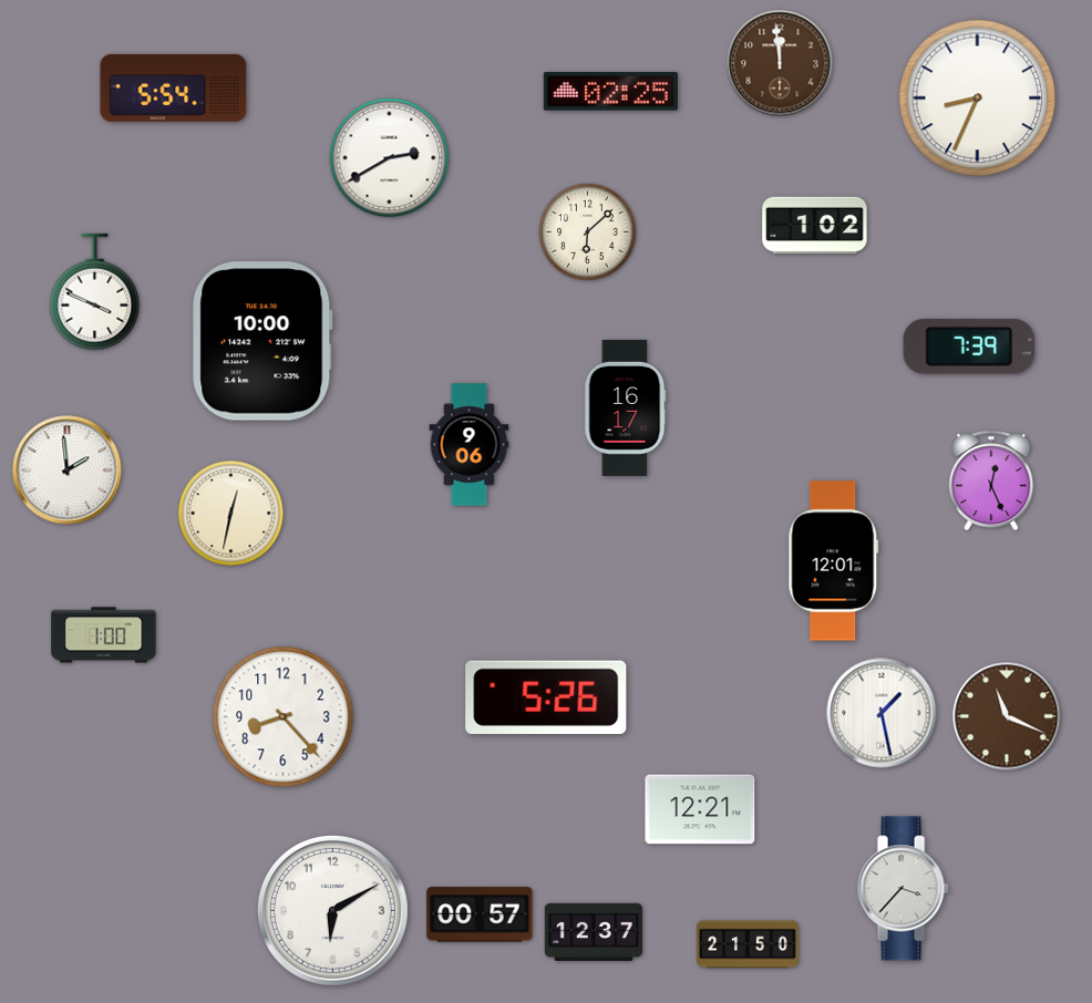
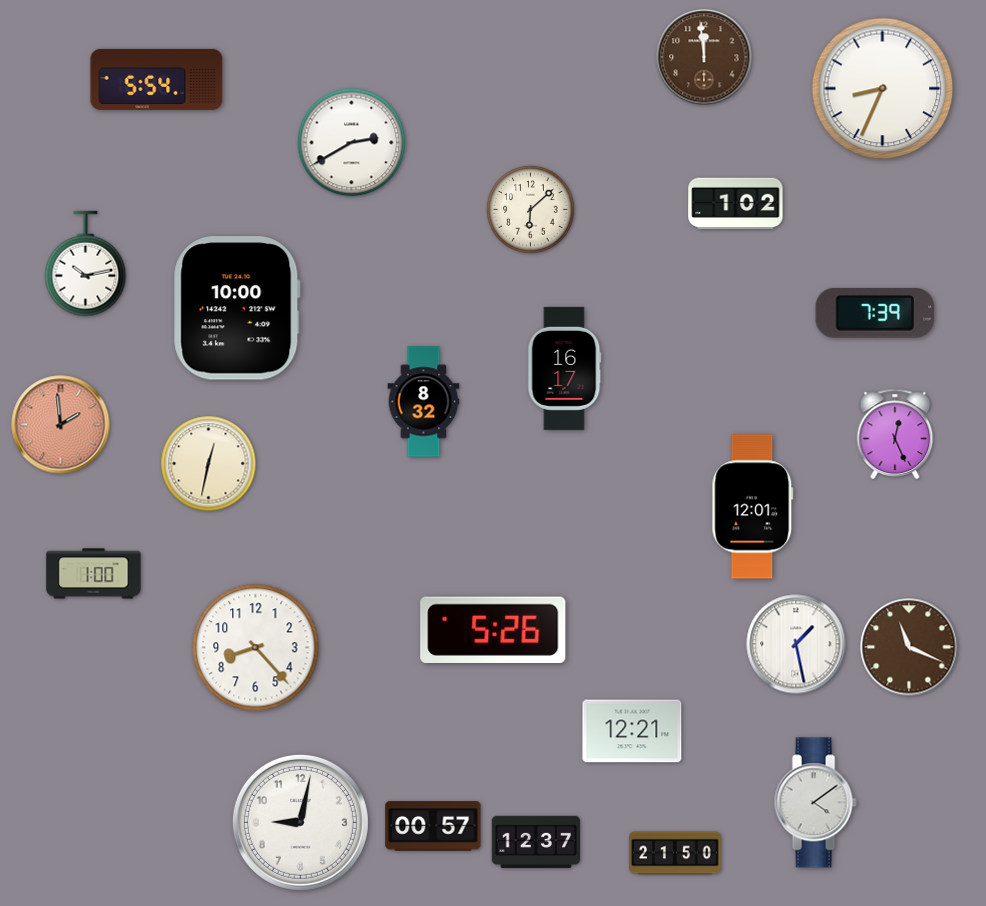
clock at (610, 92): 02:25 -> none
clock at (95, 292): 3:49 -> 10:13
clock at (470, 445): 9:06 -> 8:32
clock at (68, 471) dial: white -> salmon
clock at (903, 889): 3:37 -> 4:09
clock at (332, 910): 6:10 -> 9:02
